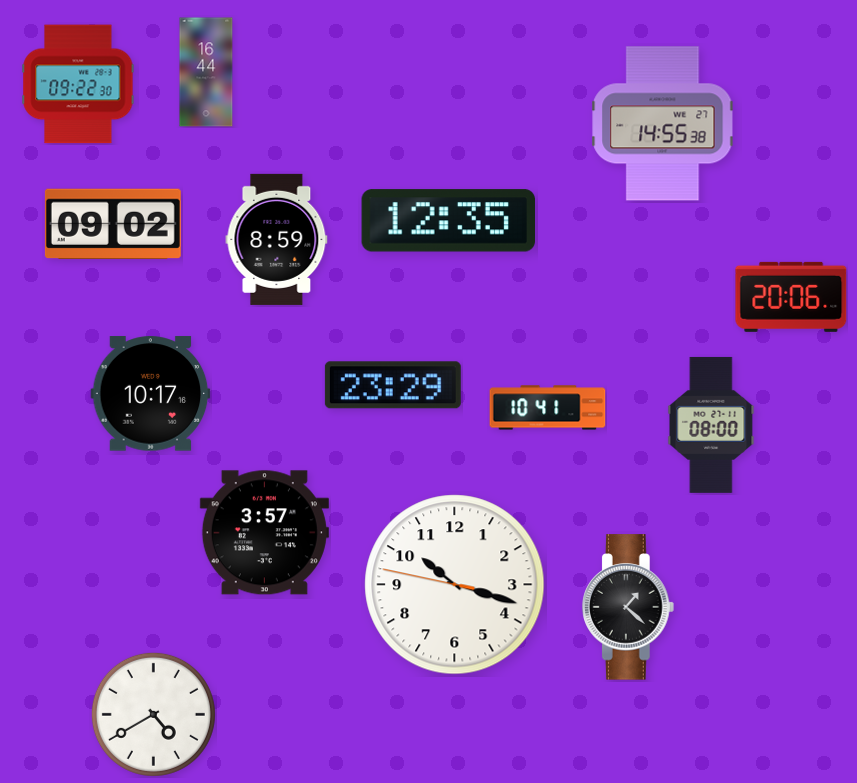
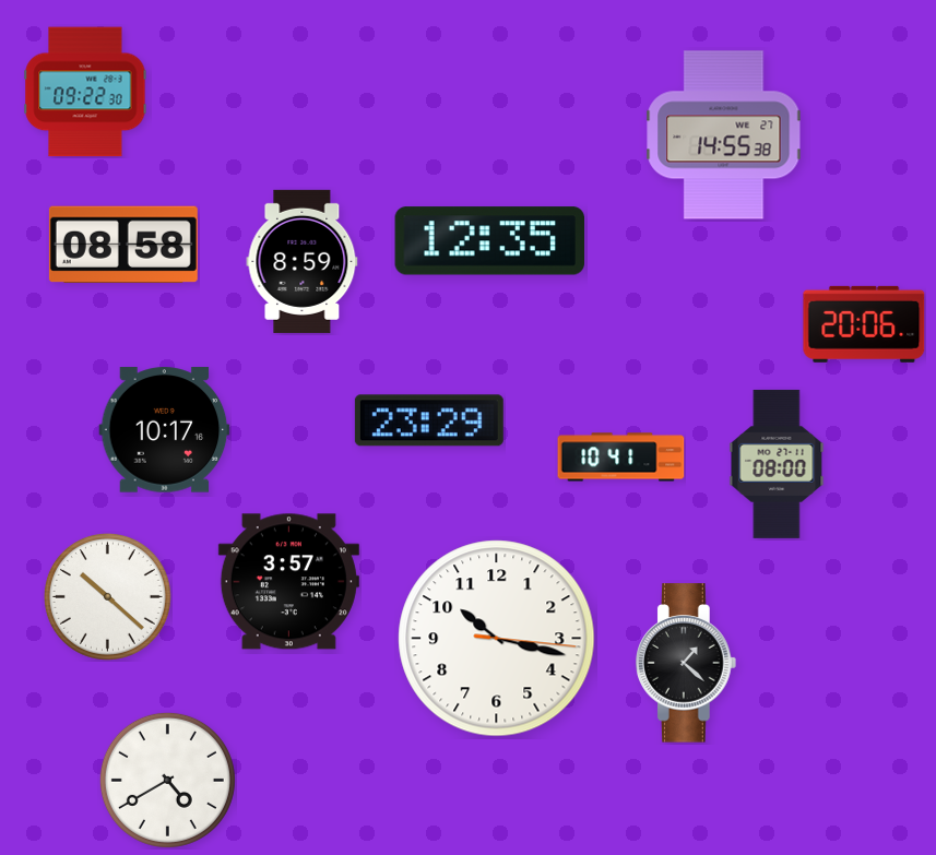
clock at (206, 72): 16:44 -> none
clock at (113, 224): 09:02 -> 08:58
clock at (548, 408) position: (548, 408) -> (621, 458)
clock at (107, 596): none -> 10:22
clock at (455, 585): 10:17:47 -> 10:17:16
